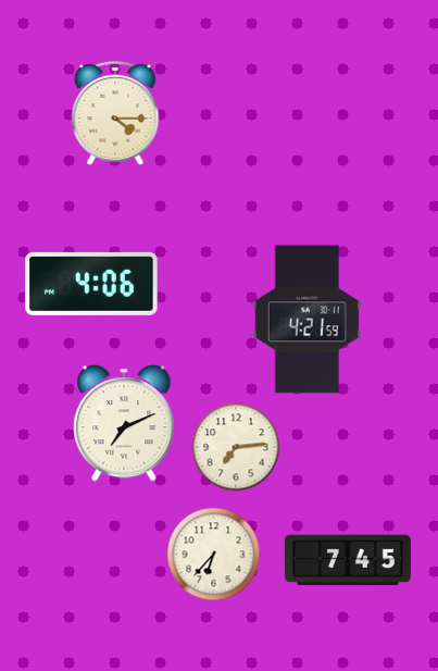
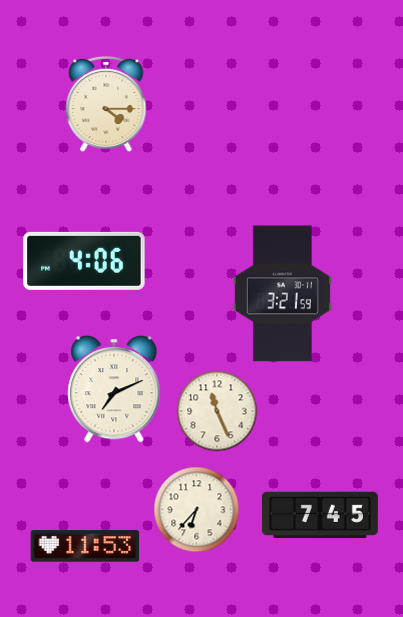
clock at (306, 320): 4:21 -> 3:21
clock at (236, 447): 7:14 -> 11:26
clock at (85, 546): none -> 11:53
